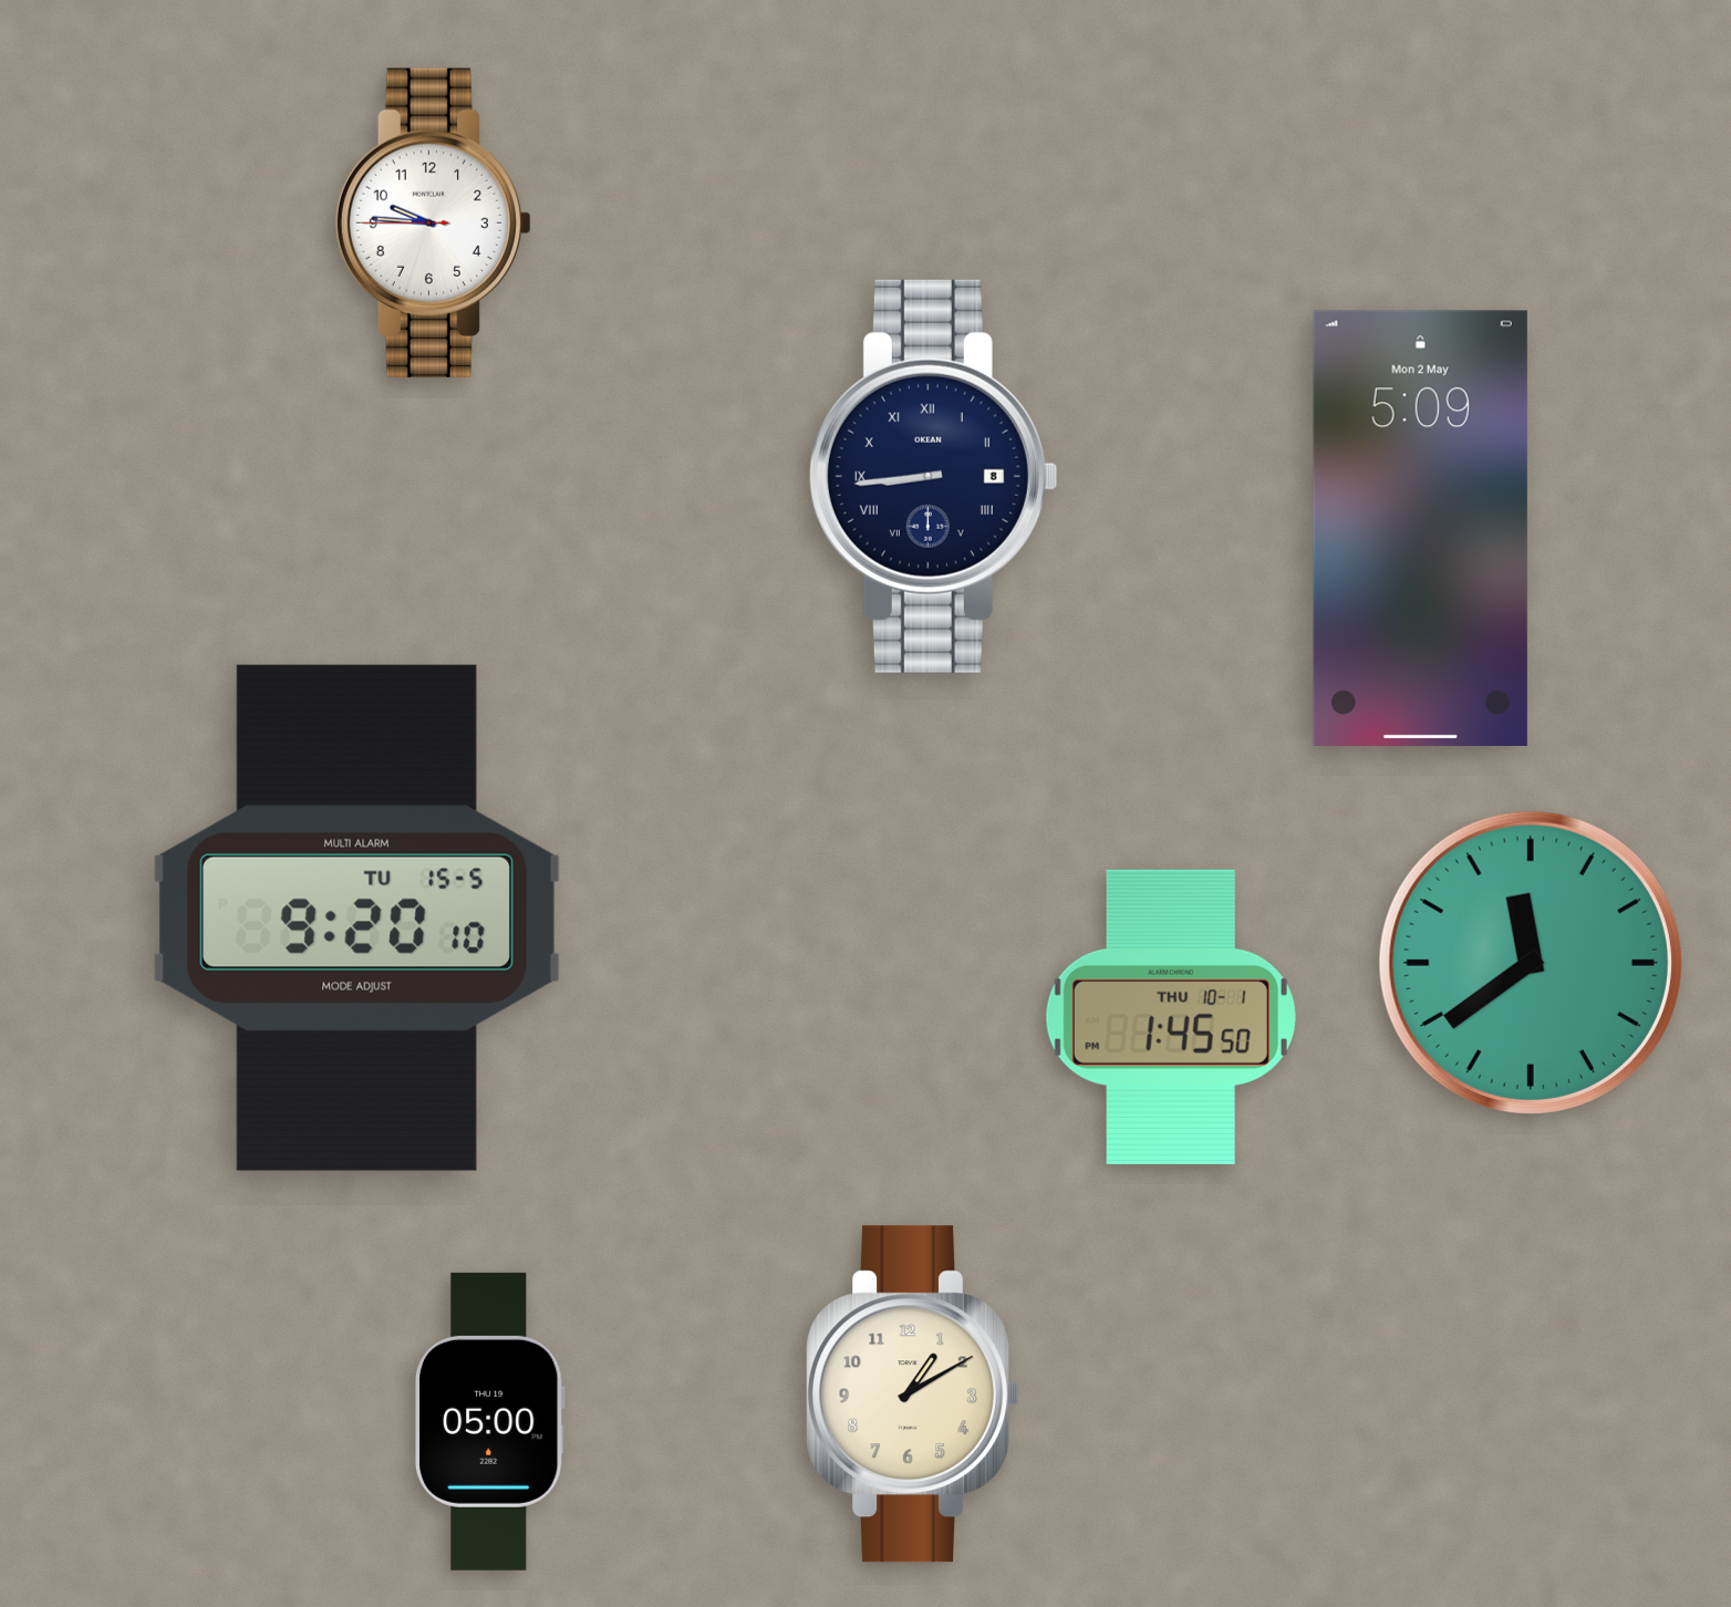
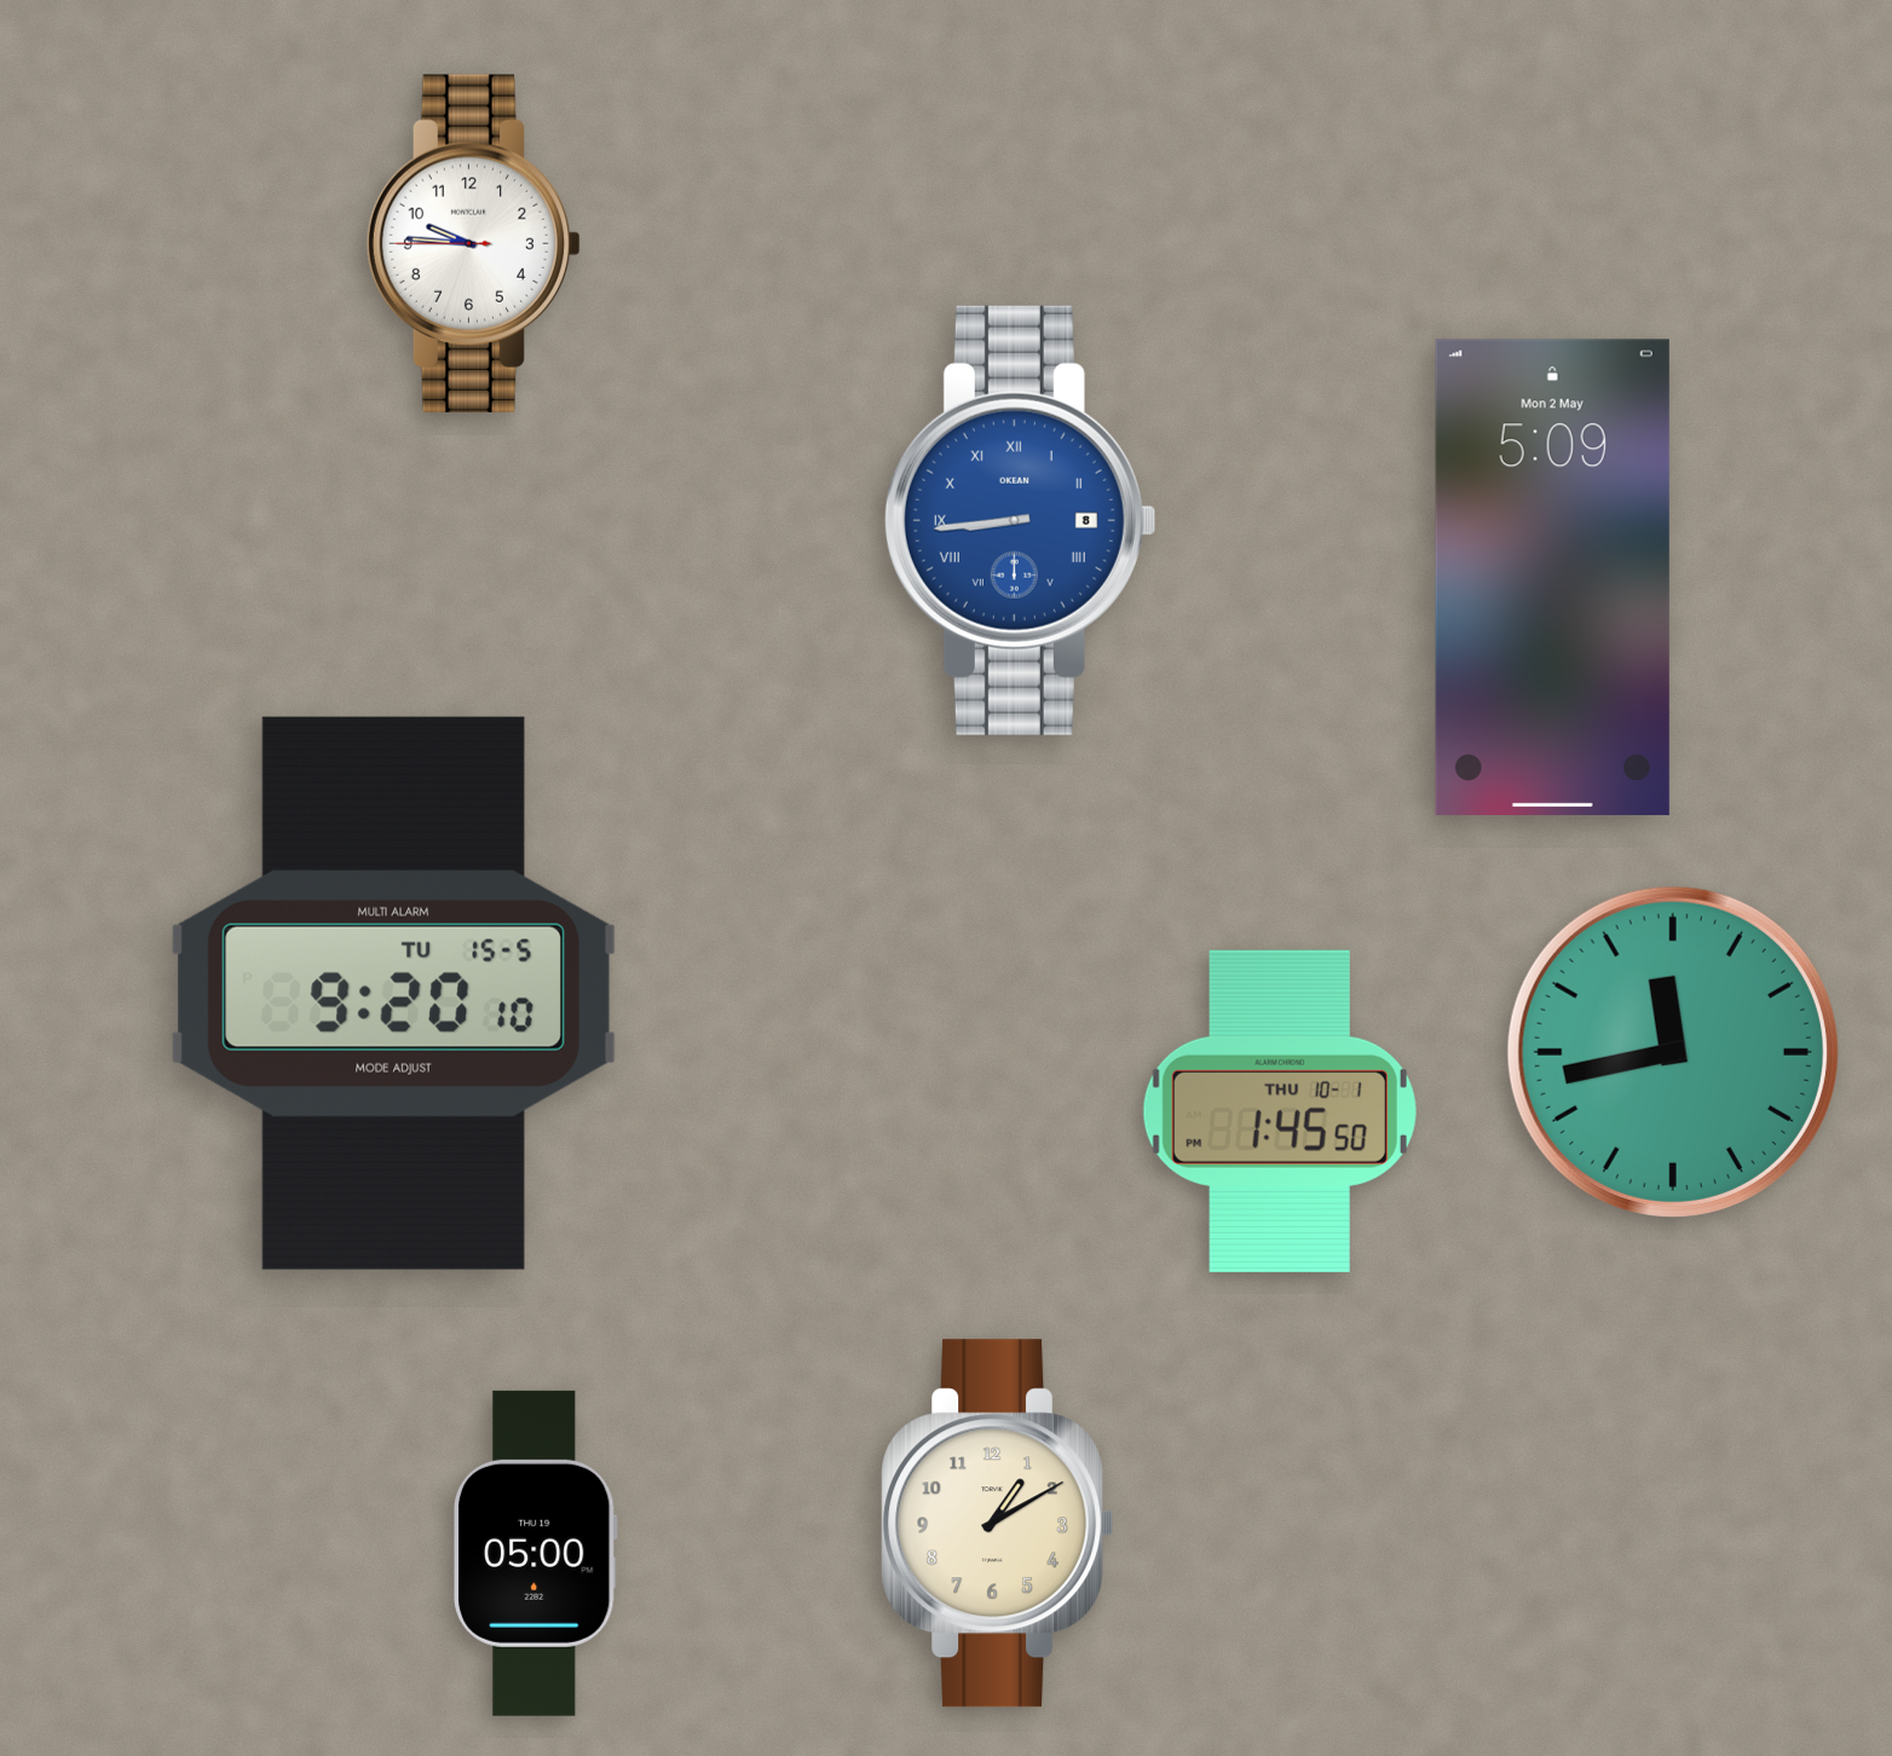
clock at (933, 476) dial: navy -> blue
clock at (356, 917) position: (356, 917) -> (393, 993)
clock at (1531, 963): 11:39 -> 11:43
